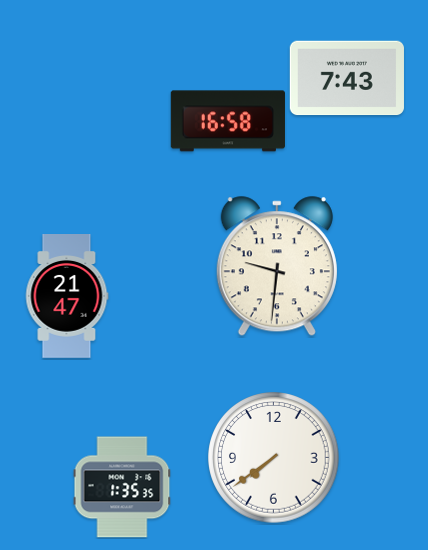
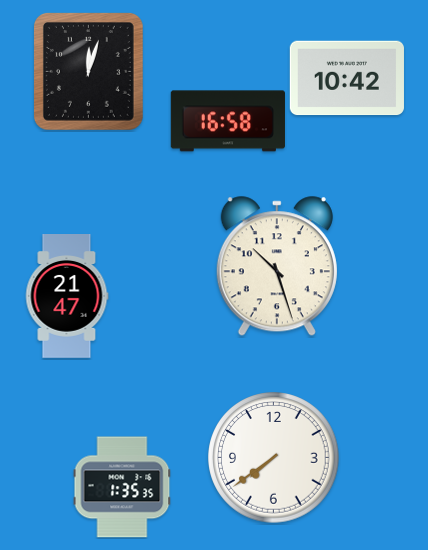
clock at (88, 71): none -> 12:03
clock at (347, 78): 7:43 -> 10:42
clock at (277, 267): 9:31 -> 10:27
